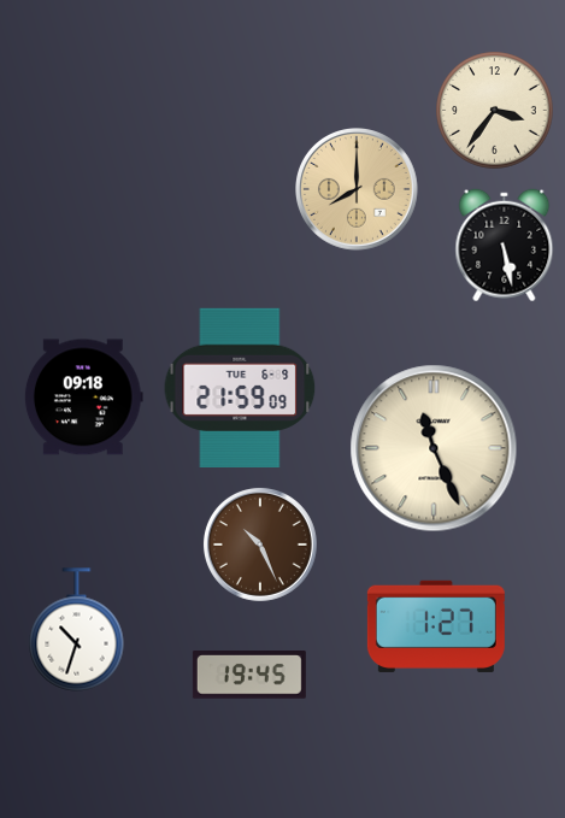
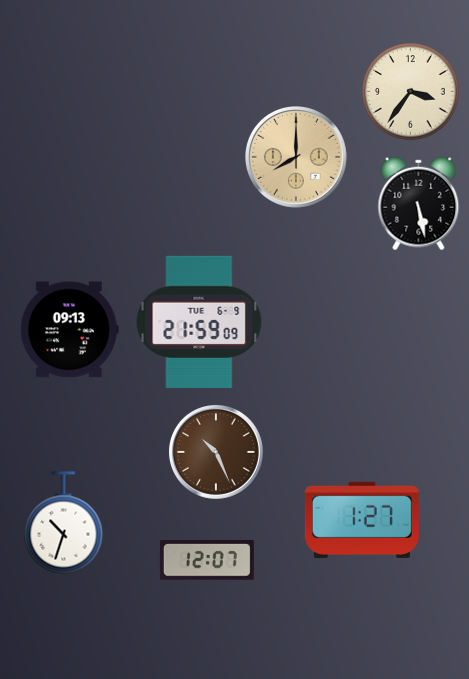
clock at (83, 398): 09:18 -> 09:13
clock at (434, 448): 11:26 -> none
clock at (249, 676): 19:45 -> 12:07
